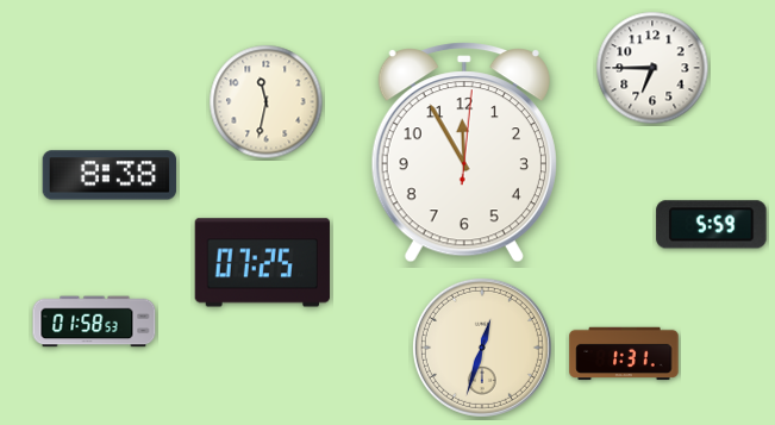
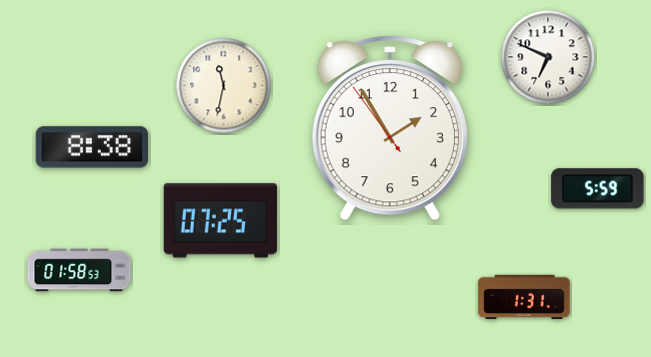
clock at (652, 68): 6:45 -> 6:49
clock at (464, 152): 11:55 -> 1:54
clock at (482, 348): 12:33 -> none
